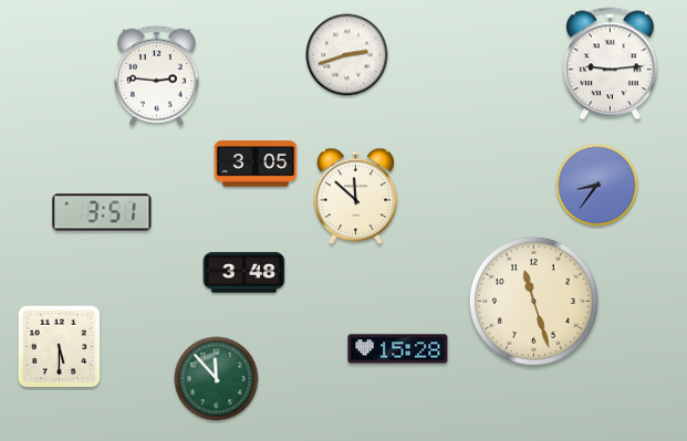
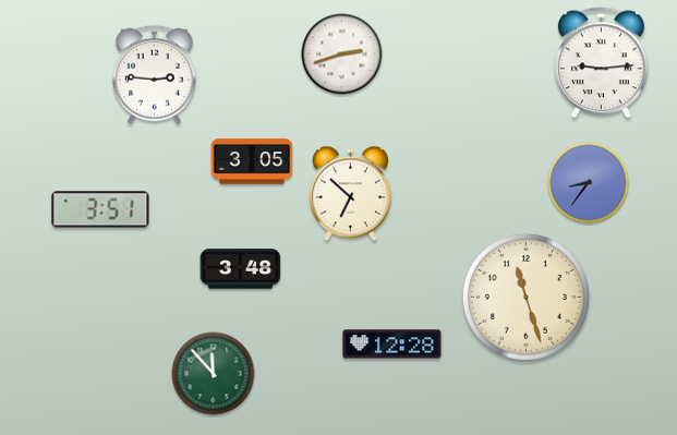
clock at (355, 197): 11:52 -> 6:52
clock at (60, 347): 5:30 -> none
clock at (398, 349): 15:28 -> 12:28
